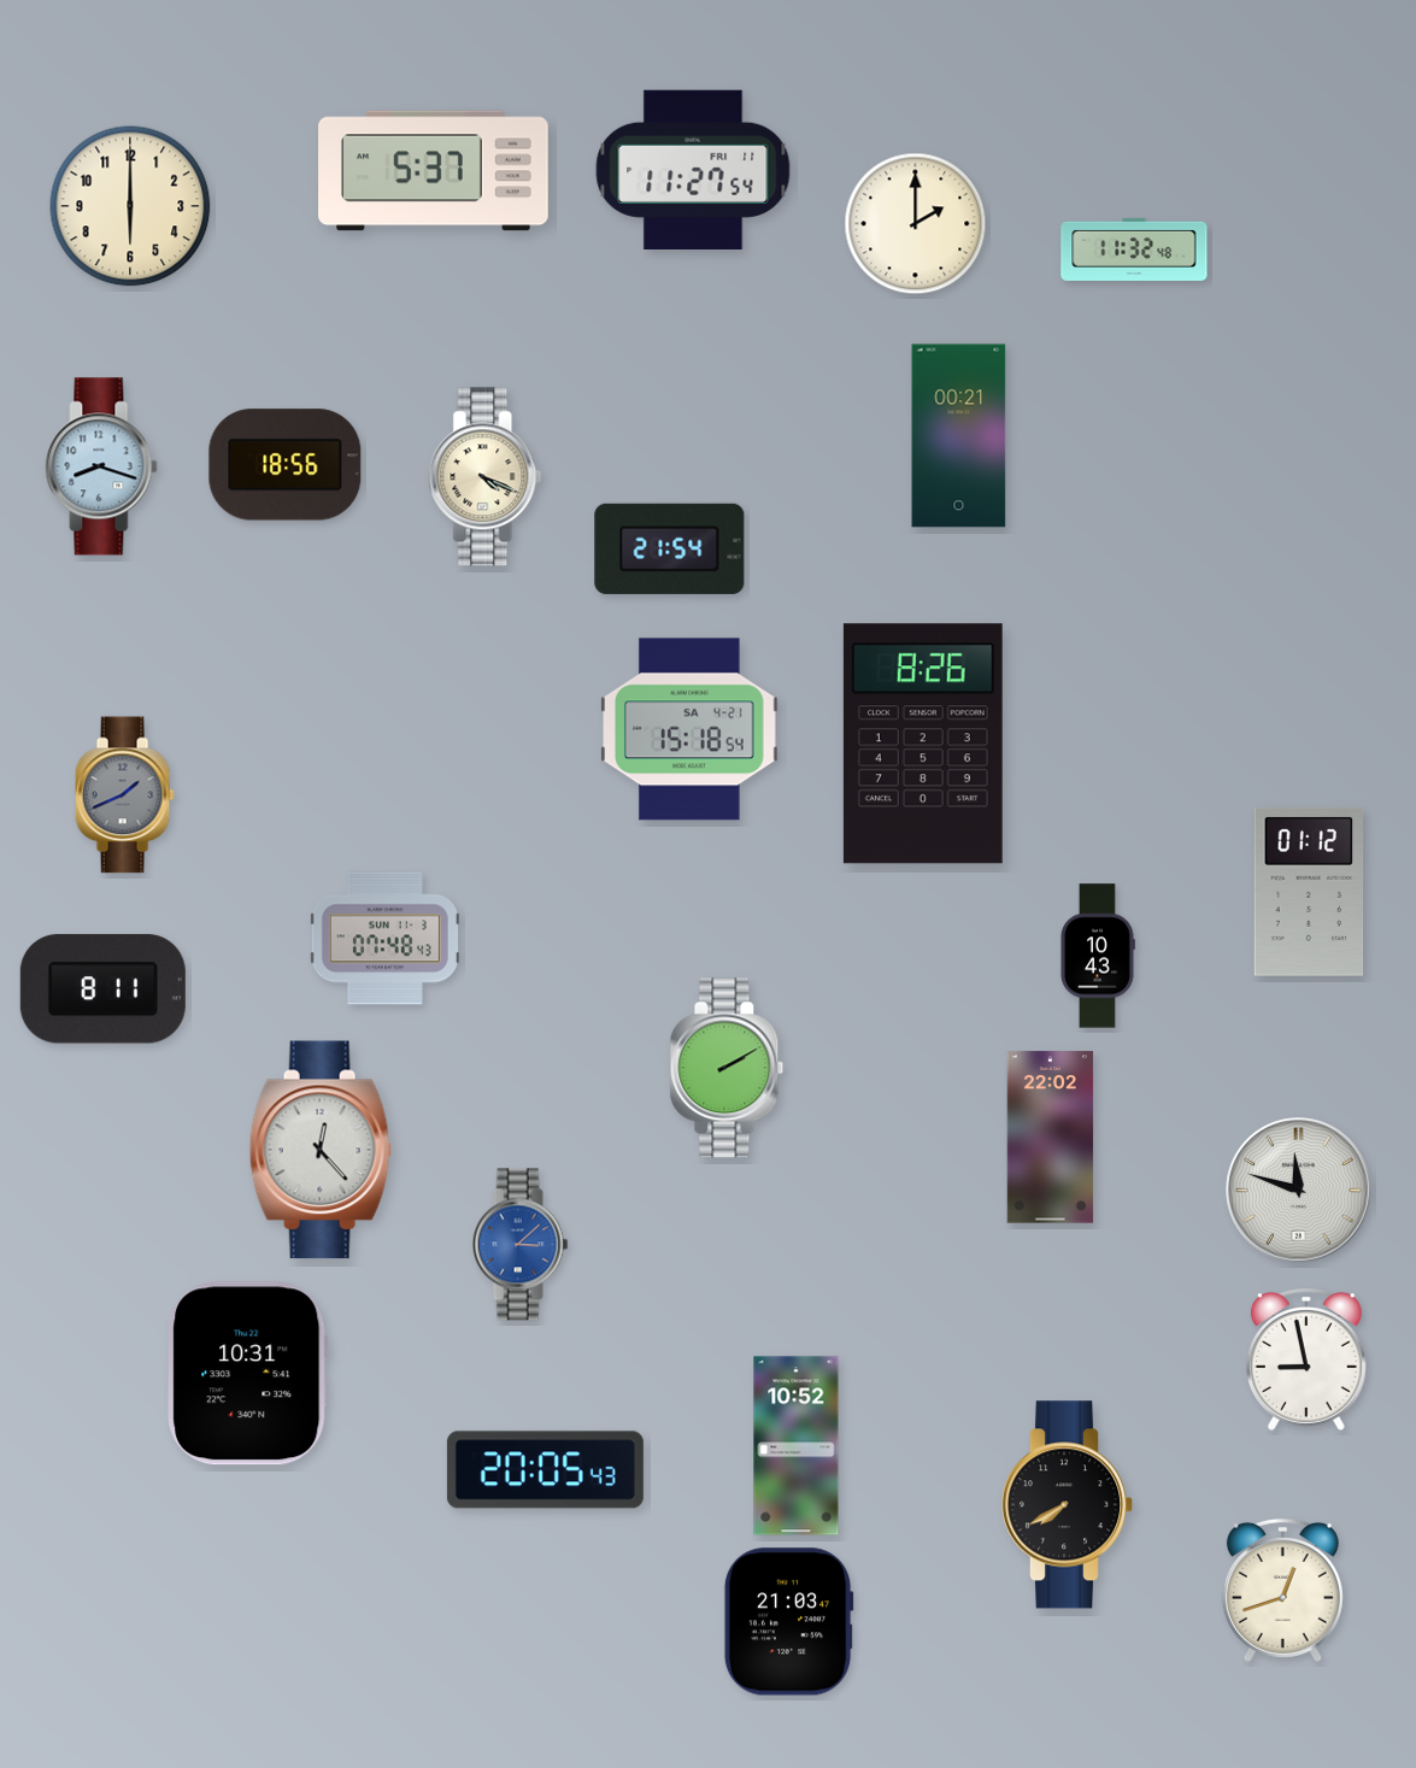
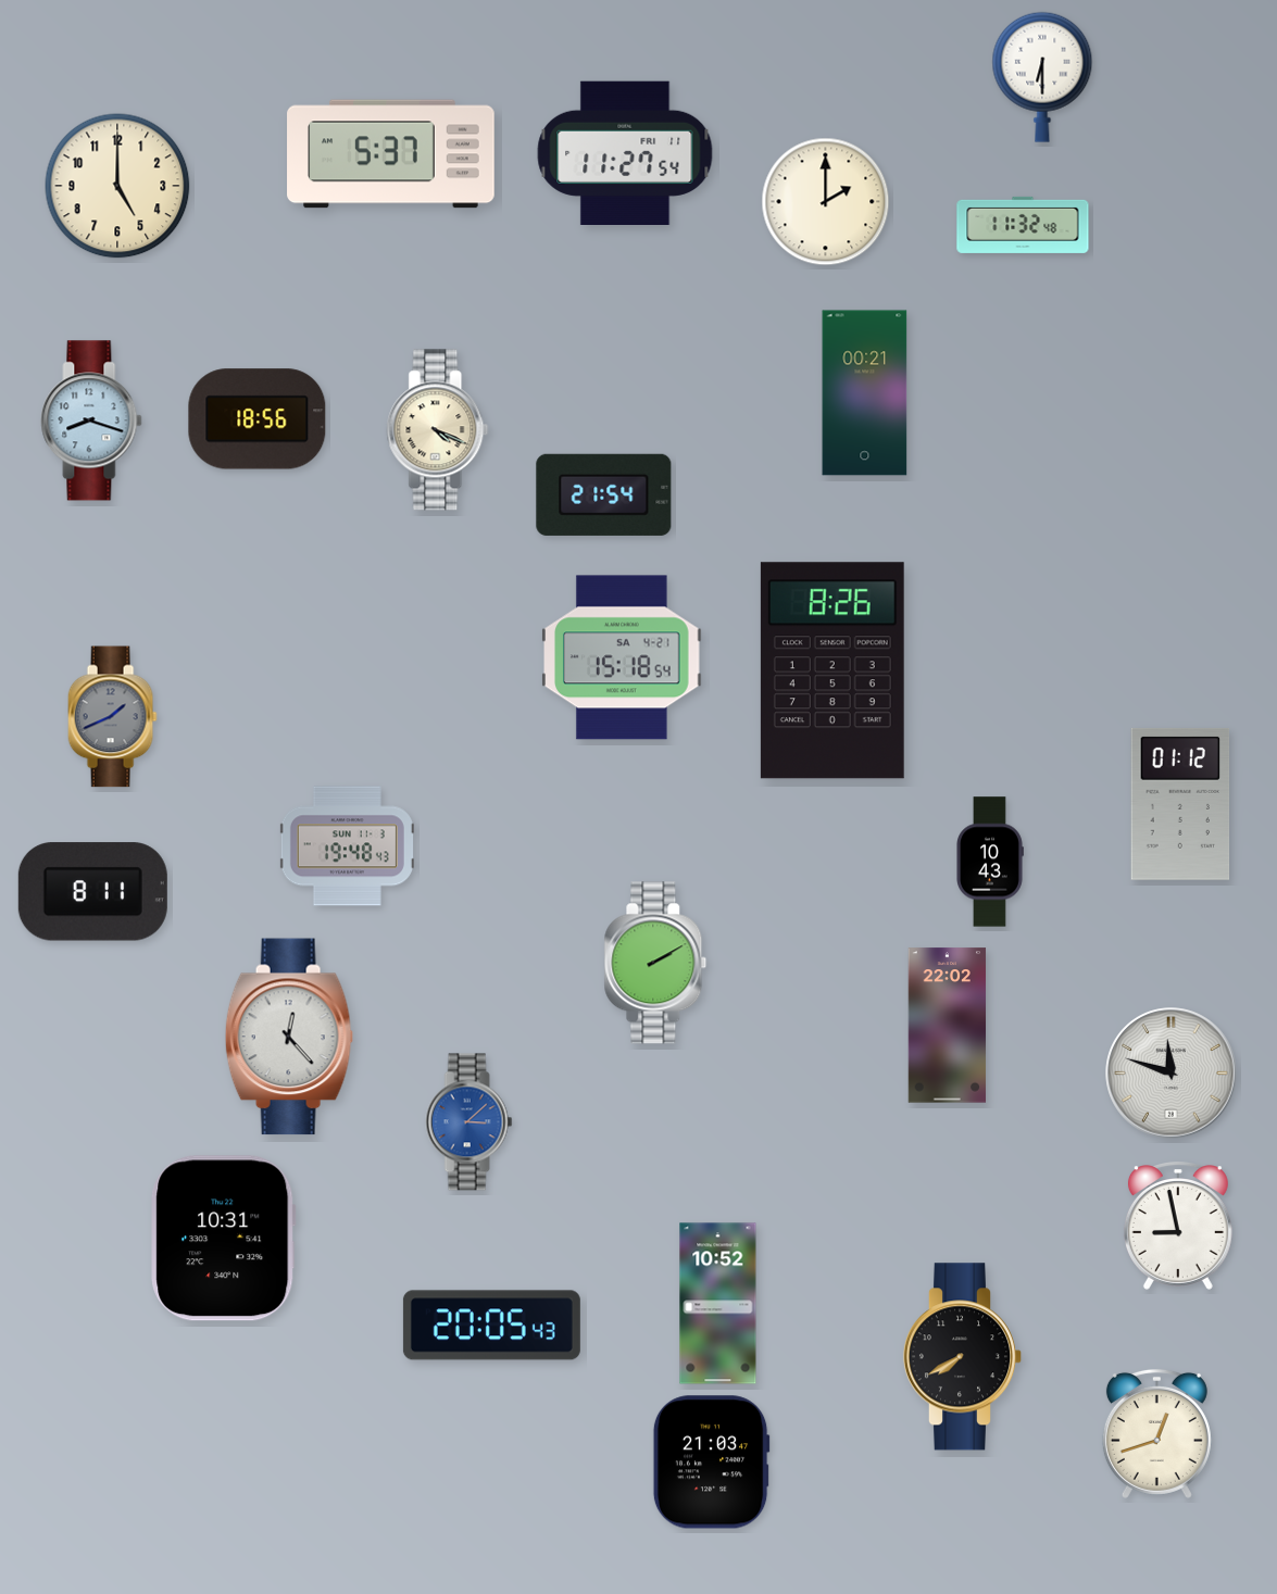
clock at (1042, 77): none -> 6:30
clock at (130, 206): 6:00 -> 5:00
clock at (384, 939): 07:48 -> 19:48
